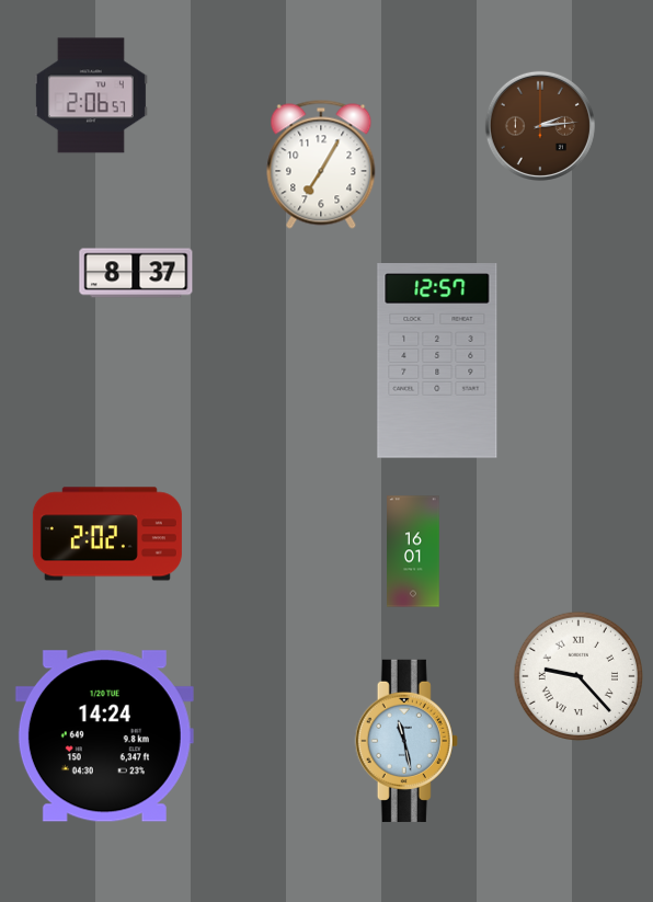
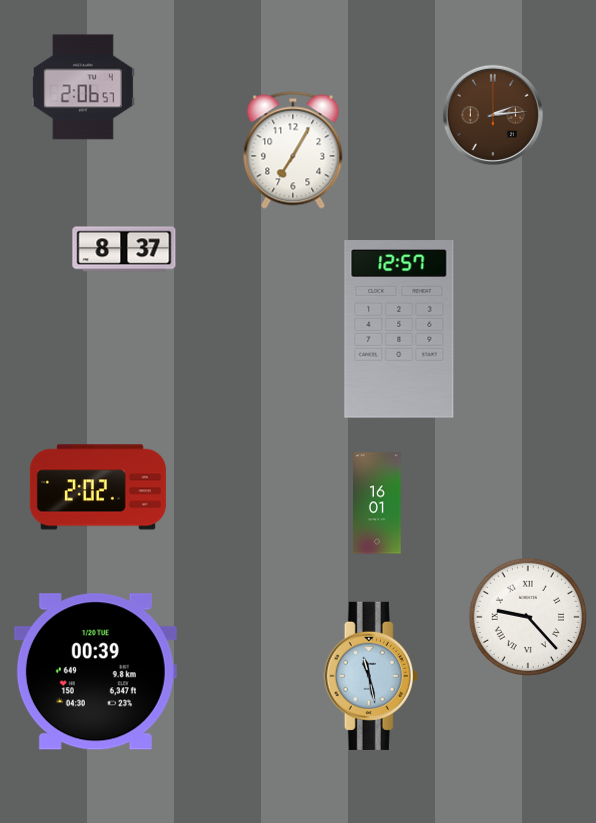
clock at (104, 737): 14:24 -> 00:39
